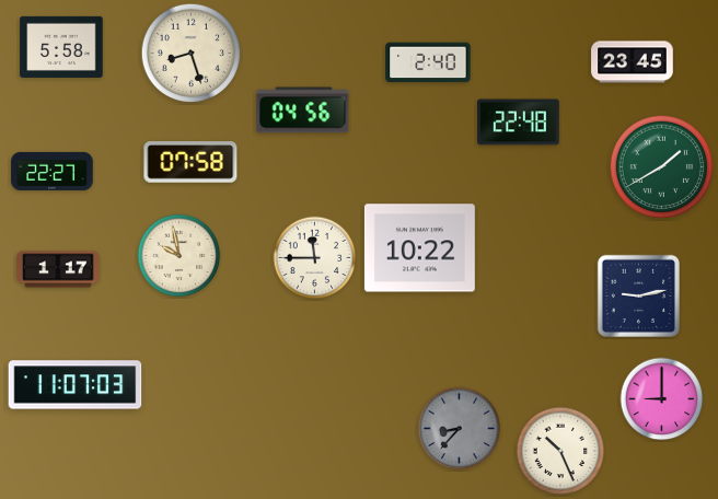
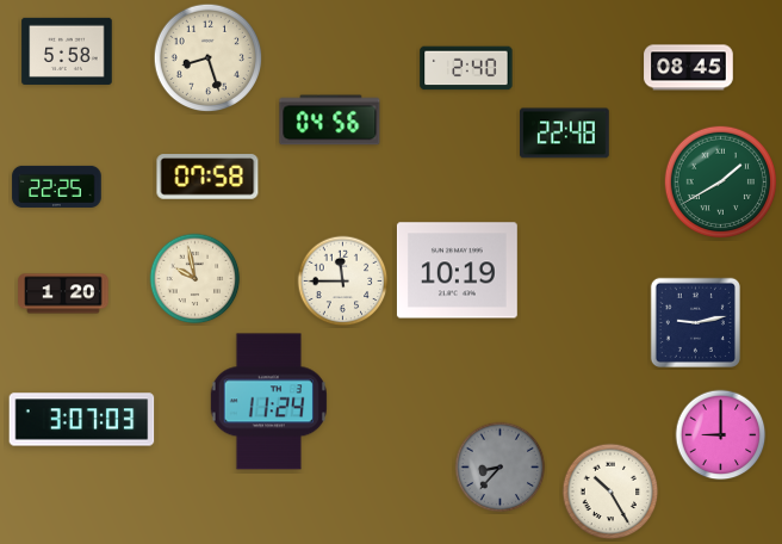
clock at (633, 62): 23:45 -> 08:45
clock at (53, 171): 22:27 -> 22:25
clock at (419, 248): 10:22 -> 10:19
clock at (58, 269): 1:17 -> 1:20
clock at (268, 402): none -> 11:24
clock at (76, 385): 11:07 -> 3:07
clock at (560, 451): 10:26 -> 10:25
